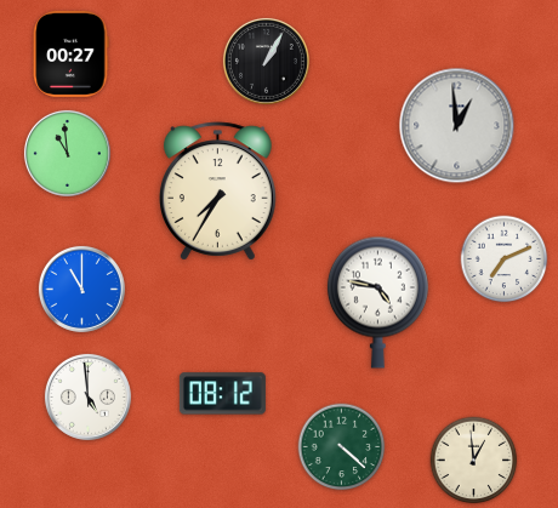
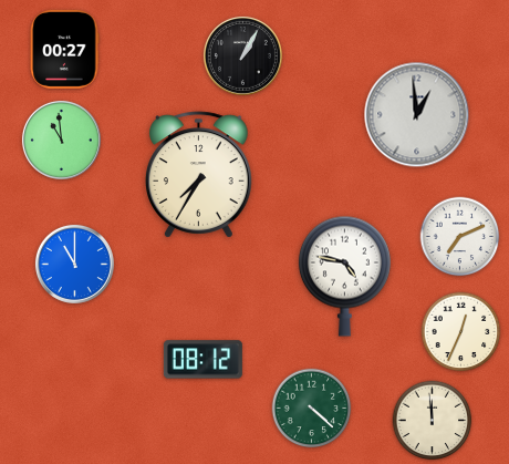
clock at (461, 332): none -> 12:34
clock at (87, 396): 4:59 -> none
clock at (474, 461): 12:59 -> 11:59
